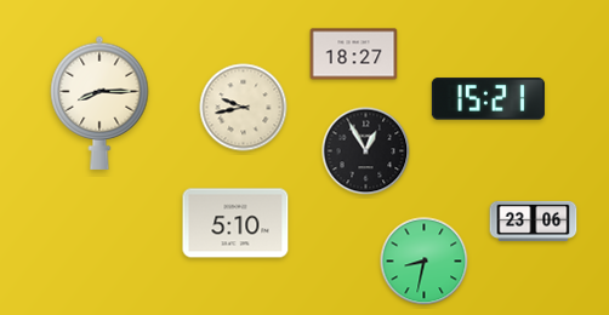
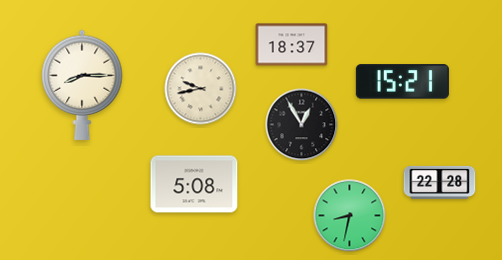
clock at (354, 55): 18:27 -> 18:37
clock at (534, 220): 23:06 -> 22:28
clock at (235, 223): 5:10 -> 5:08
